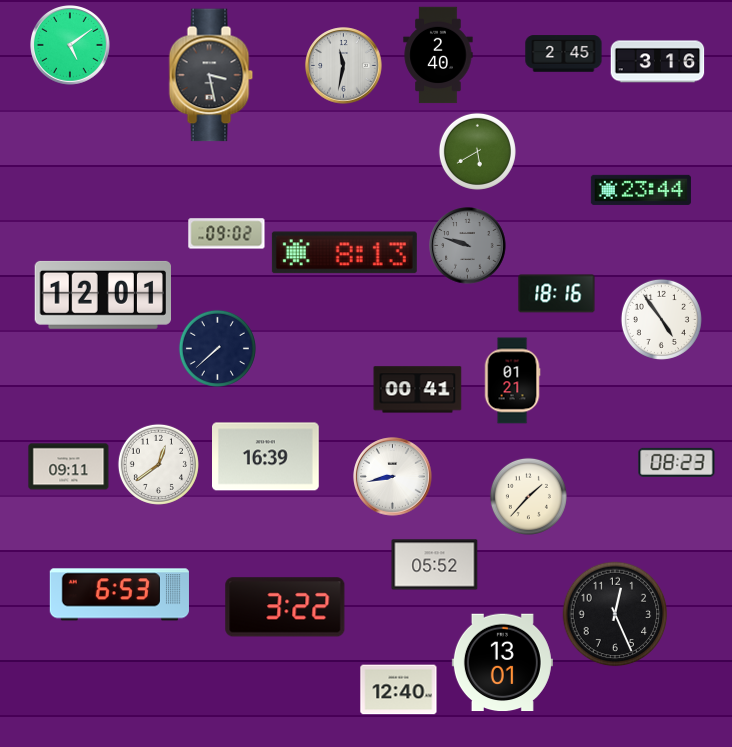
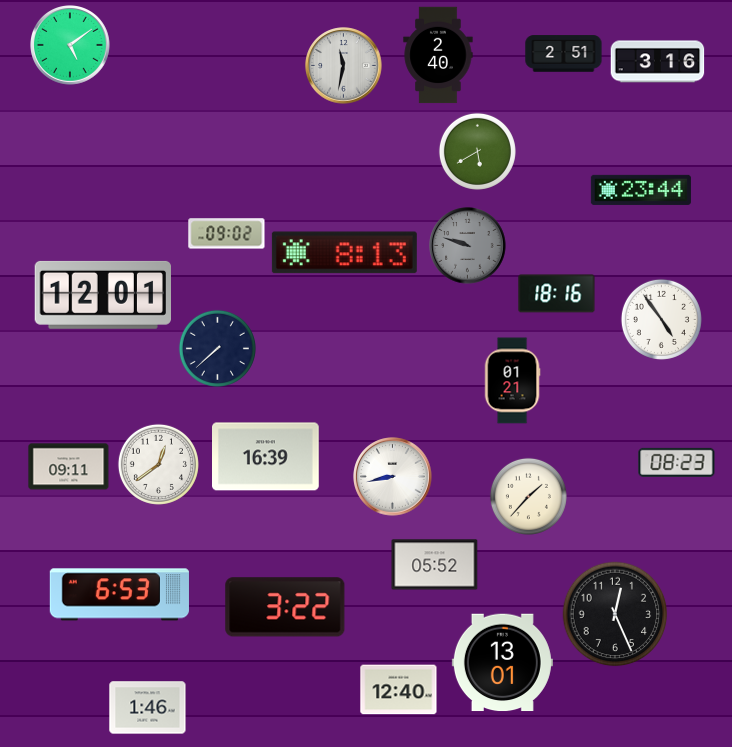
clock at (564, 54): 2:45 -> 2:51
clock at (211, 75): 3:28 -> none
clock at (418, 390): 00:41 -> none
clock at (148, 708): none -> 1:46
